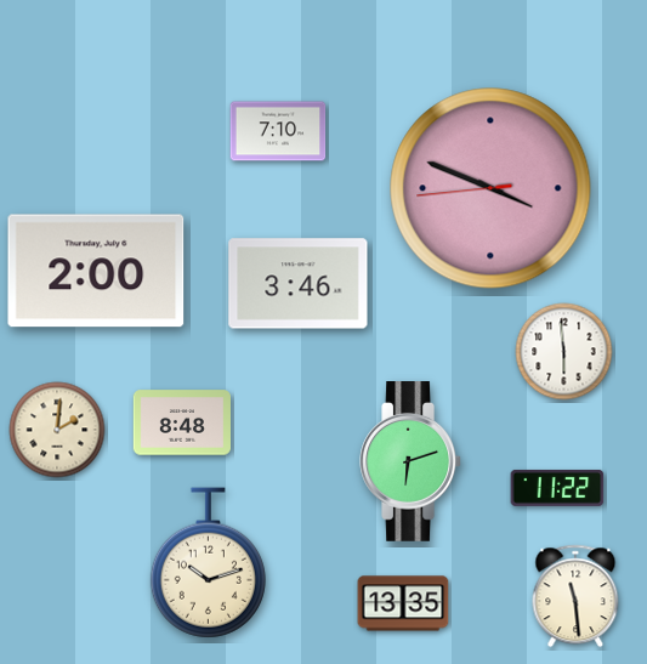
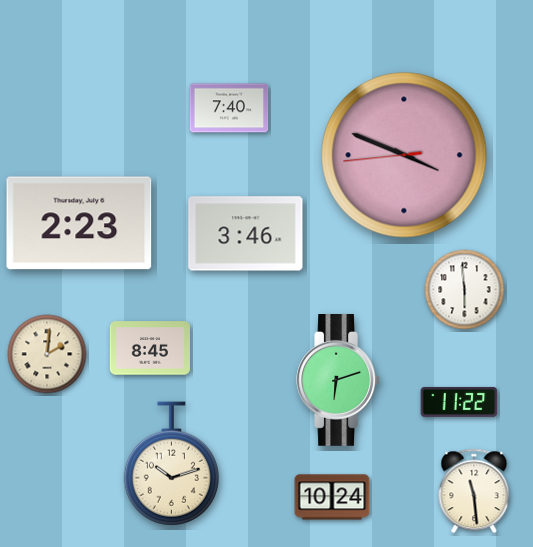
clock at (278, 131): 7:10 -> 7:40
clock at (96, 271): 2:00 -> 2:23
clock at (181, 422): 8:48 -> 8:45
clock at (403, 603): 13:35 -> 10:24
